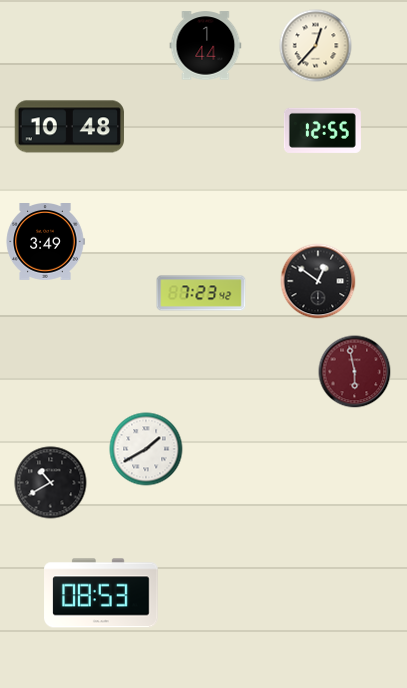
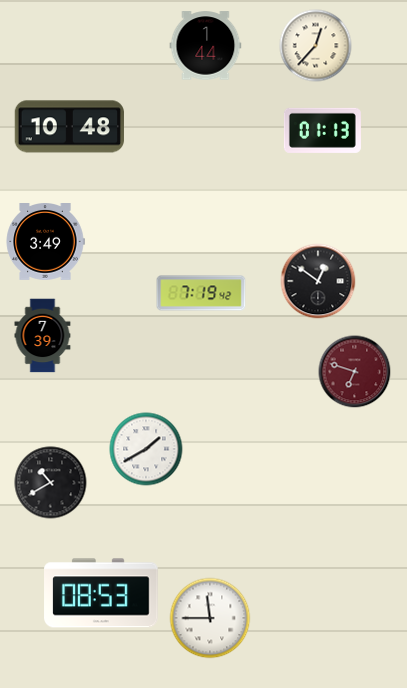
clock at (322, 130): 12:55 -> 01:13
clock at (201, 293): 7:23 -> 7:19
clock at (43, 336): none -> 7:39
clock at (355, 372): 5:58 -> 6:48
clock at (210, 618): none -> 11:45
